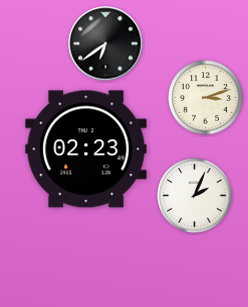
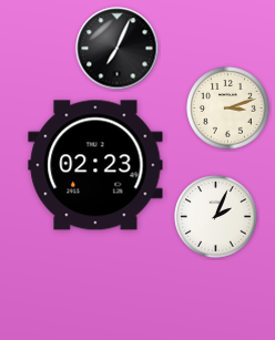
clock at (106, 44): 6:39 -> 7:04
